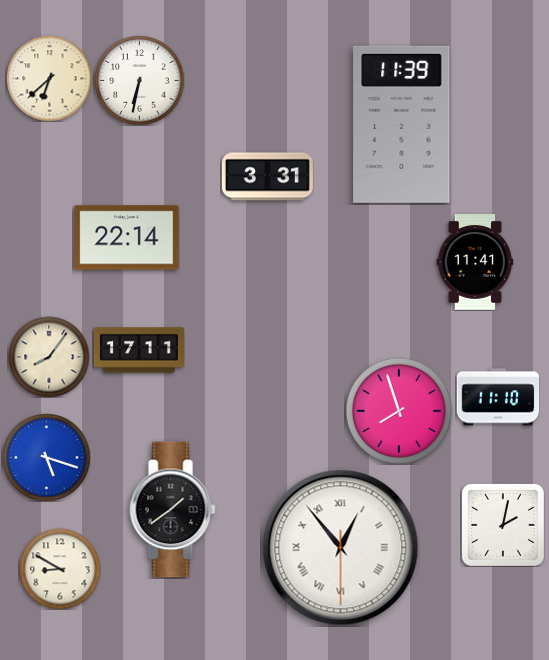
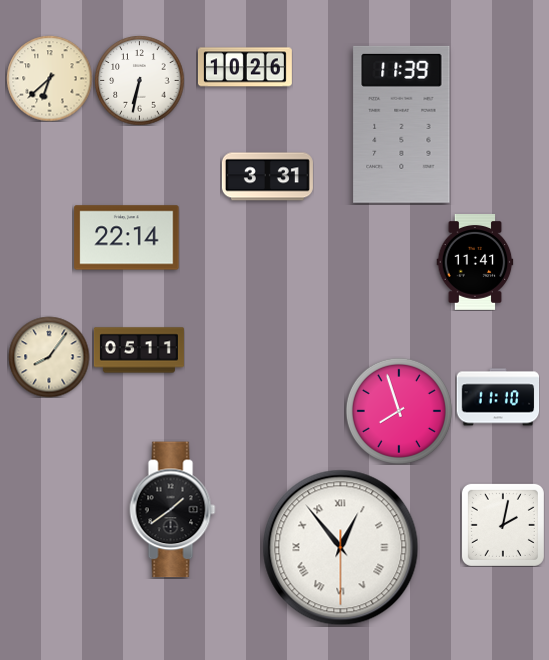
clock at (245, 67): none -> 10:26
clock at (139, 350): 17:11 -> 05:11
clock at (46, 457): 5:18 -> none
clock at (60, 569): 8:50 -> none
